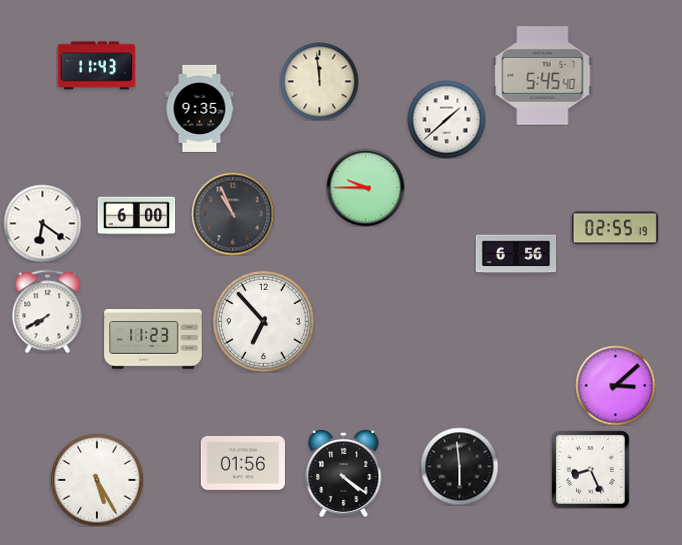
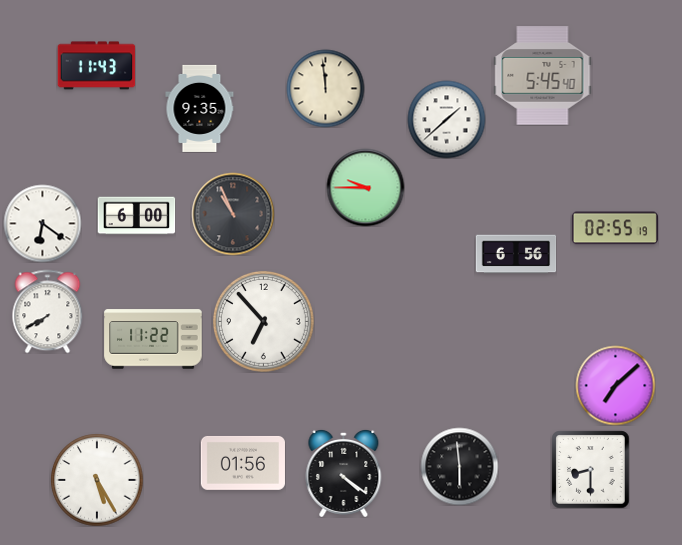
clock at (319, 81) position: (319, 81) -> (325, 88)
clock at (153, 339): 11:23 -> 11:22
clock at (615, 385): 3:08 -> 7:08
clock at (590, 469): 8:26 -> 8:30
